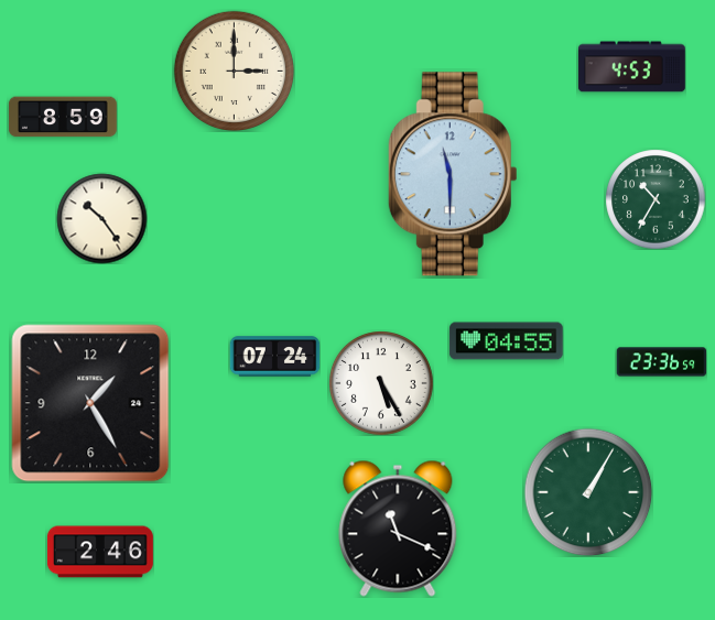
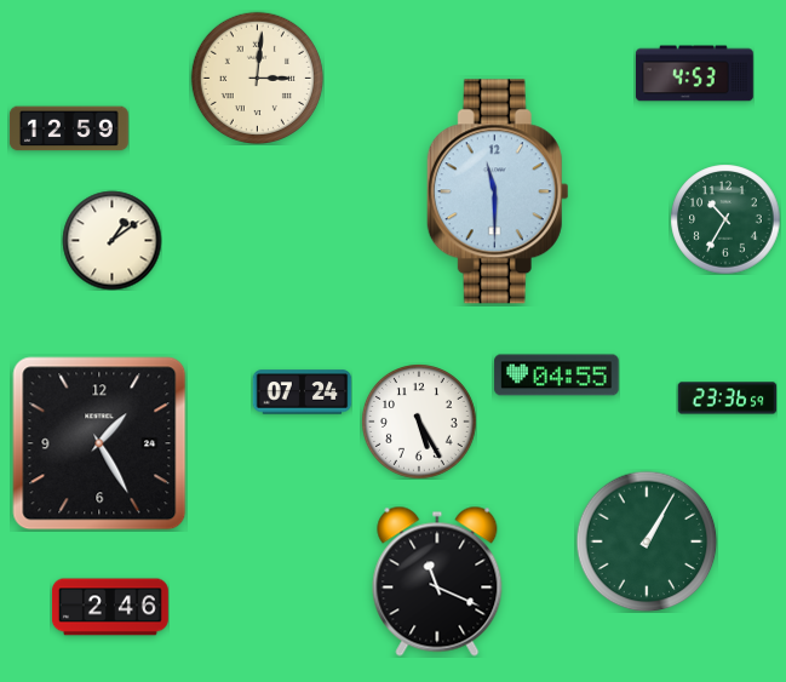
clock at (234, 70): 3:00 -> 3:01
clock at (63, 117): 8:59 -> 12:59
clock at (656, 199) position: (656, 199) -> (725, 219)
clock at (101, 218): 10:24 -> 1:09
